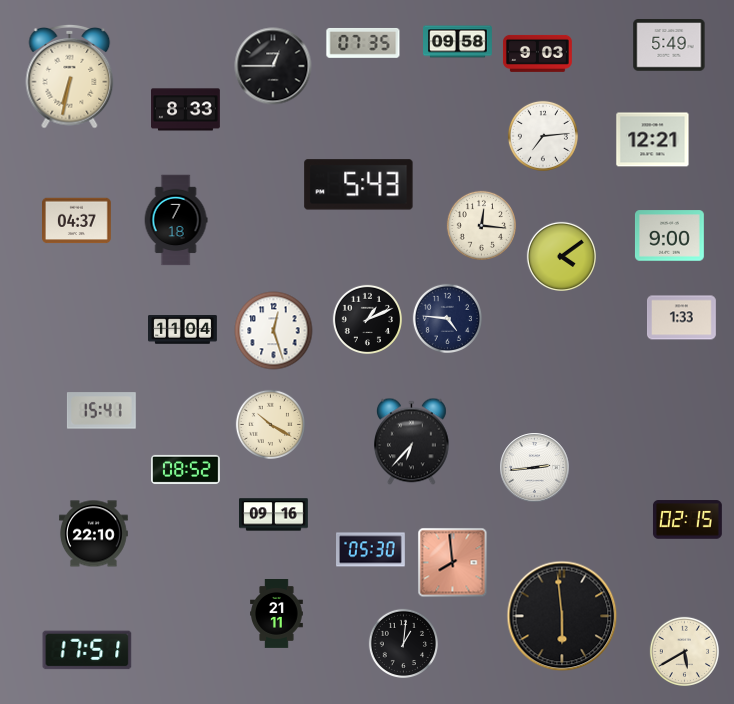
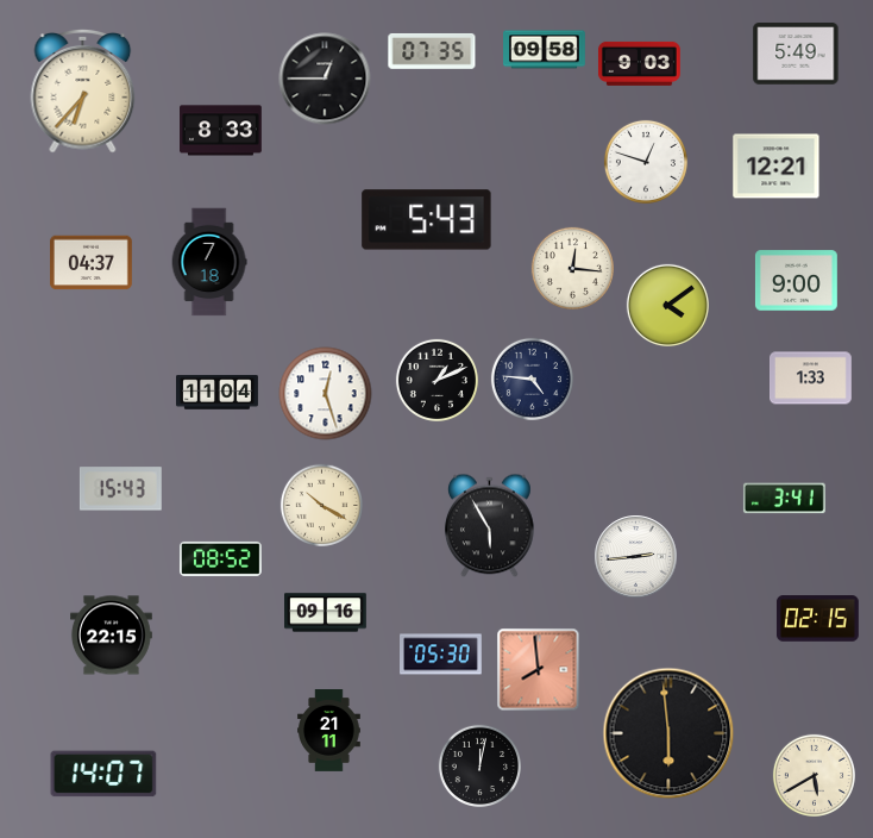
clock at (70, 76): 6:32 -> 6:37
clock at (543, 136): 7:14 -> 12:48
clock at (101, 411): 15:41 -> 15:43
clock at (784, 499): none -> 3:41
clock at (412, 442): 6:37 -> 5:55
clock at (94, 534): 22:10 -> 22:15
clock at (403, 643): 1:01 -> 12:02
clock at (87, 650): 17:51 -> 14:07
